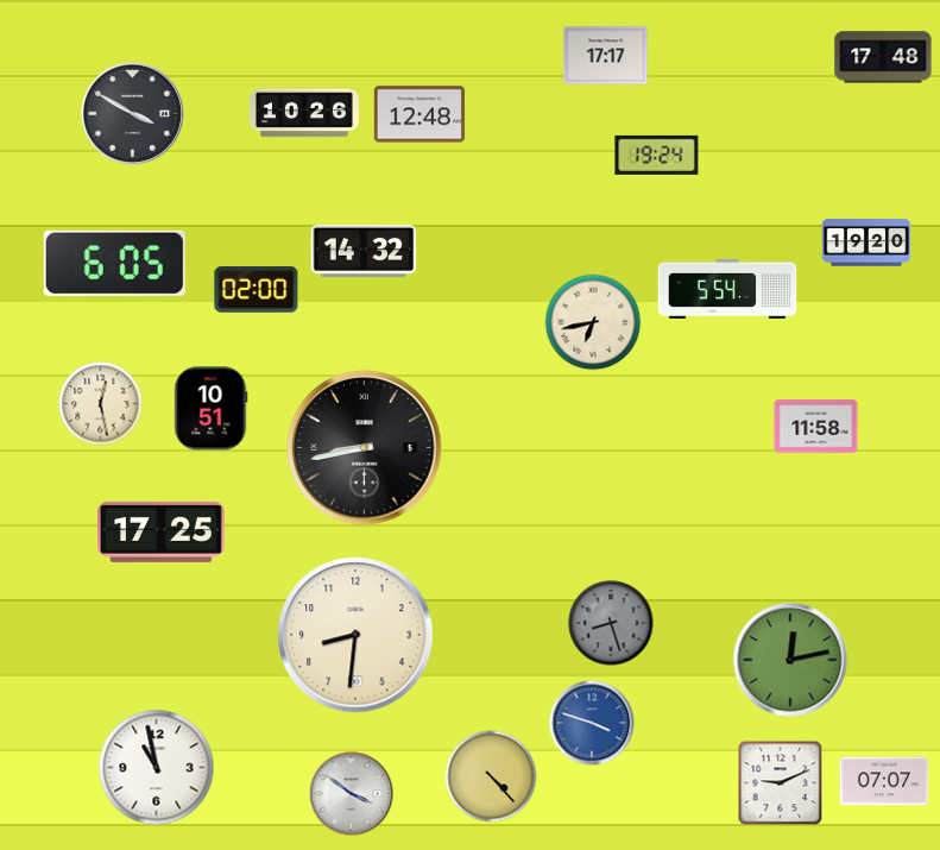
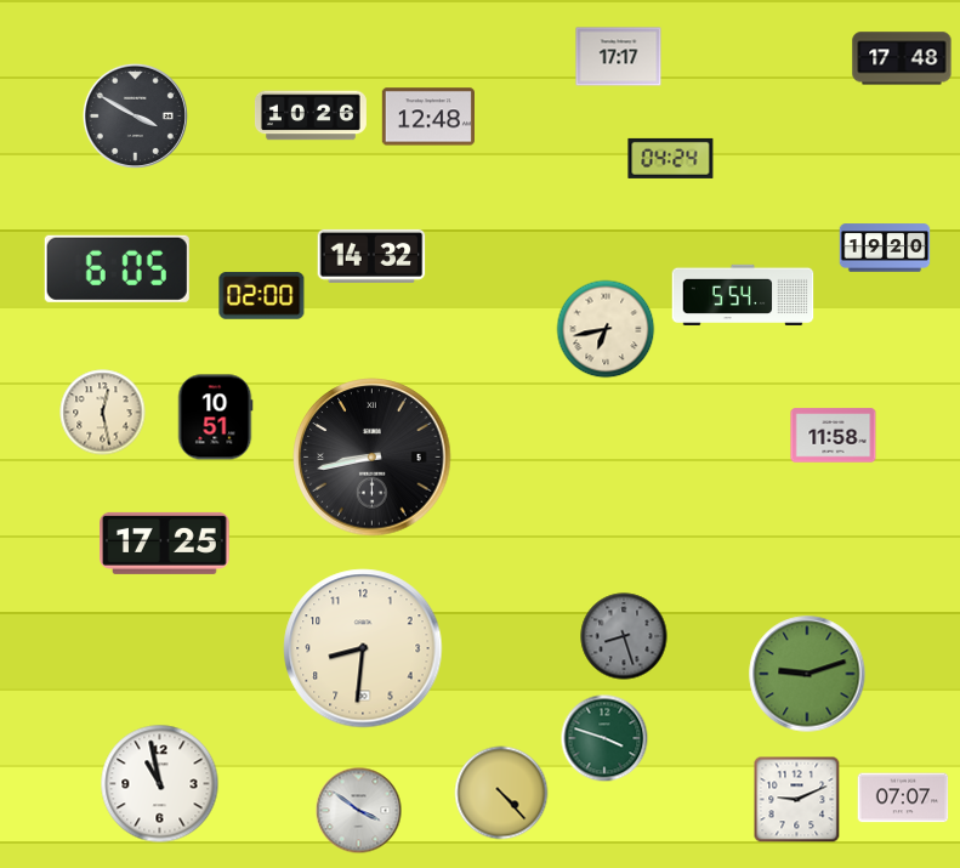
clock at (657, 155): 19:24 -> 04:24
clock at (790, 660): 12:13 -> 9:12
clock at (592, 723) dial: blue -> green
